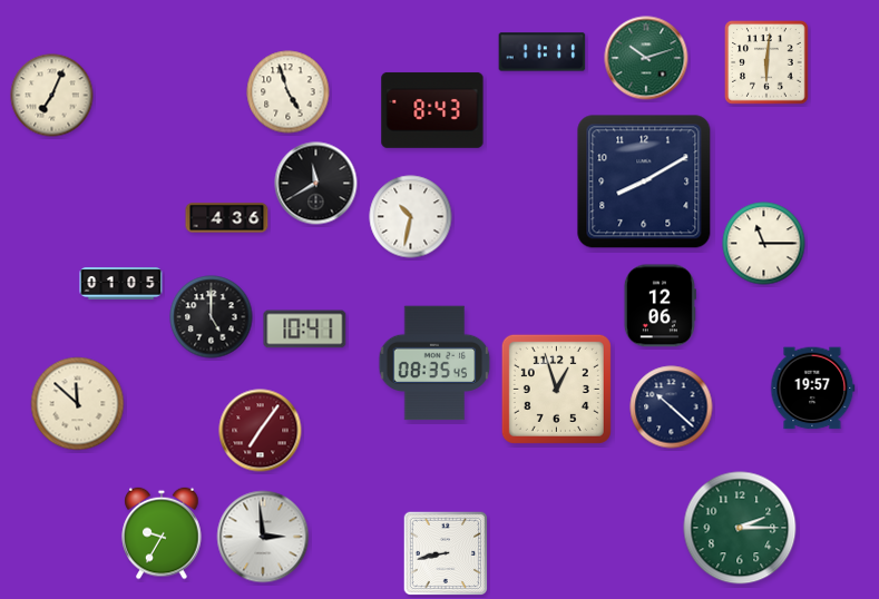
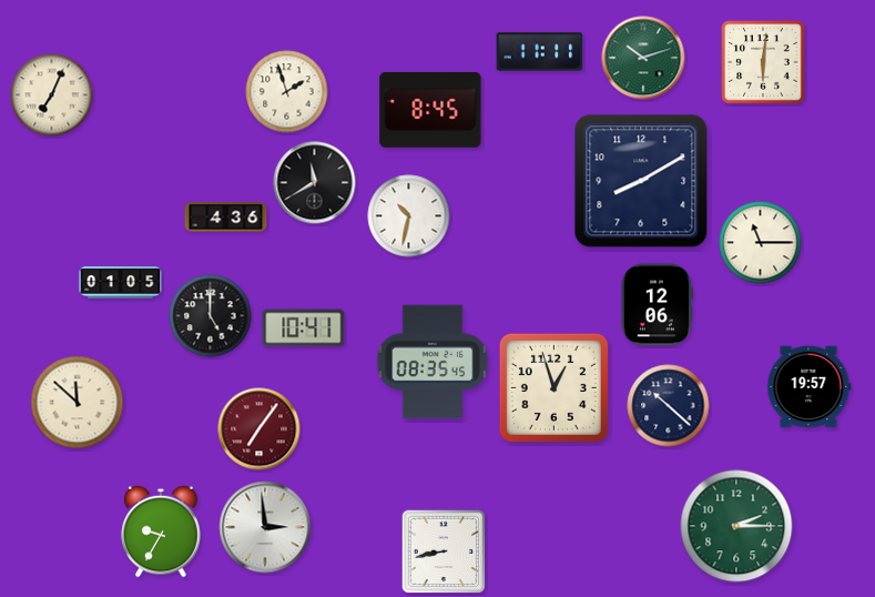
clock at (289, 92): 4:57 -> 1:57
clock at (432, 110): 8:43 -> 8:45
clock at (263, 537) position: (263, 537) -> (265, 527)
